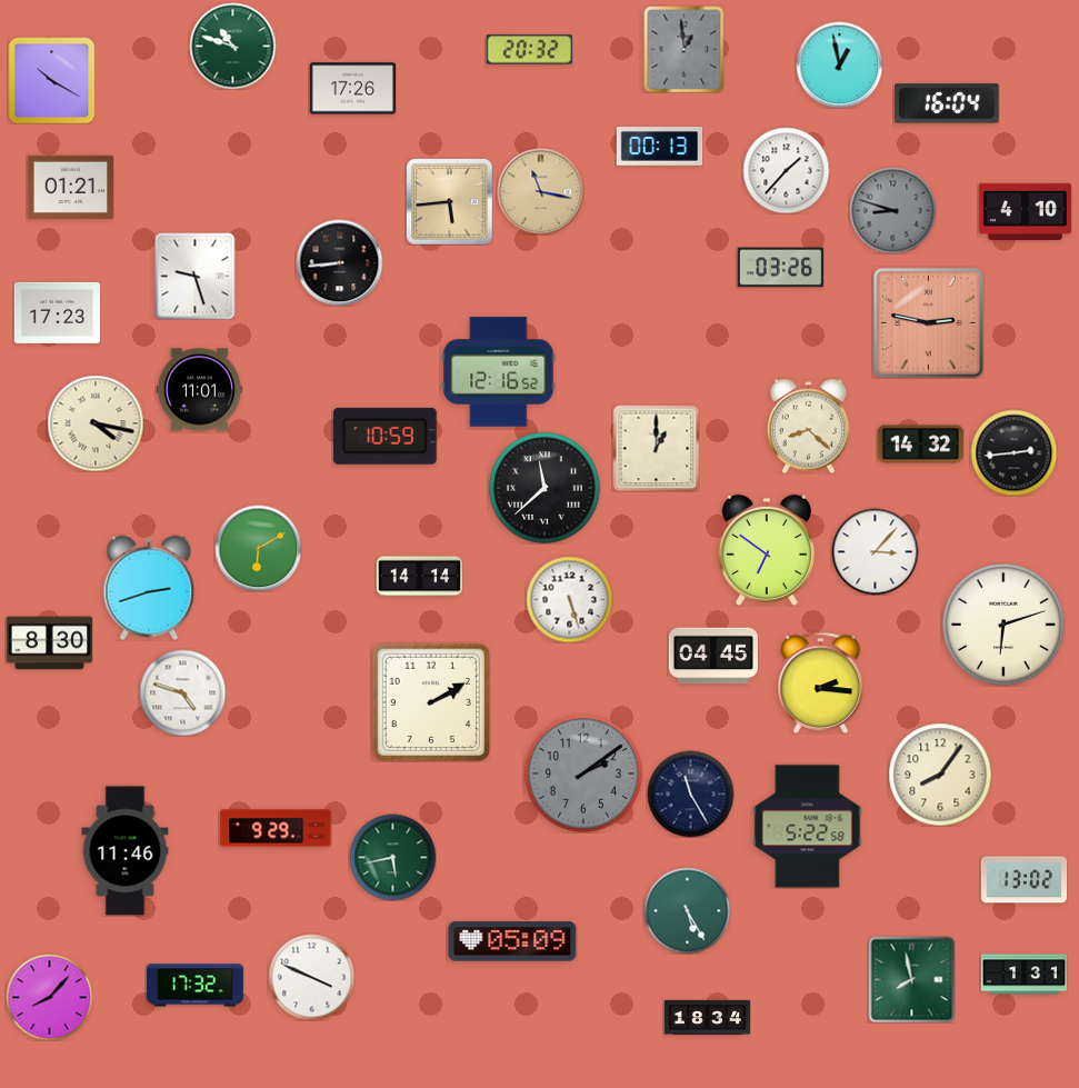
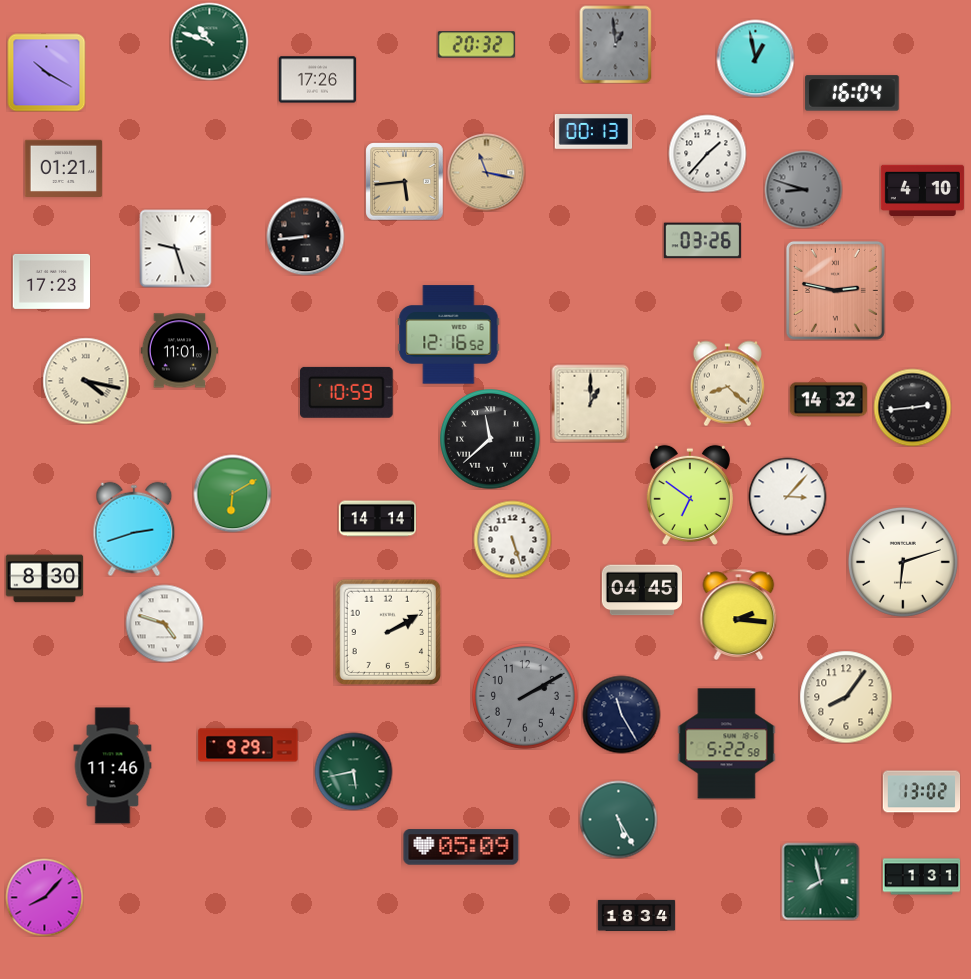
clock at (583, 775): 2:09 -> 2:10
clock at (311, 977): 3:49 -> none
clock at (194, 986): 17:32 -> none
